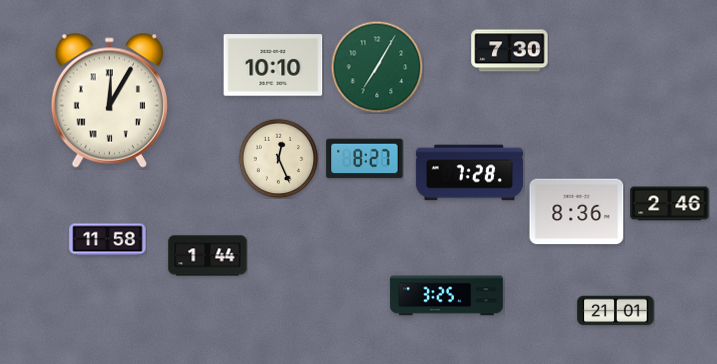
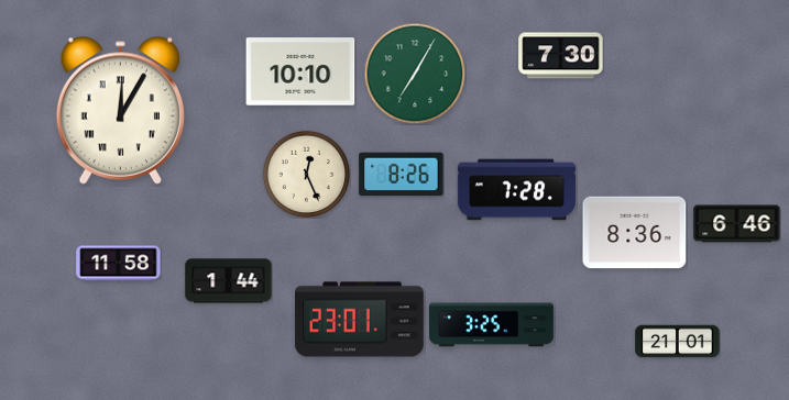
clock at (365, 159): 8:27 -> 8:26
clock at (670, 204): 2:46 -> 6:46
clock at (360, 320): none -> 23:01
